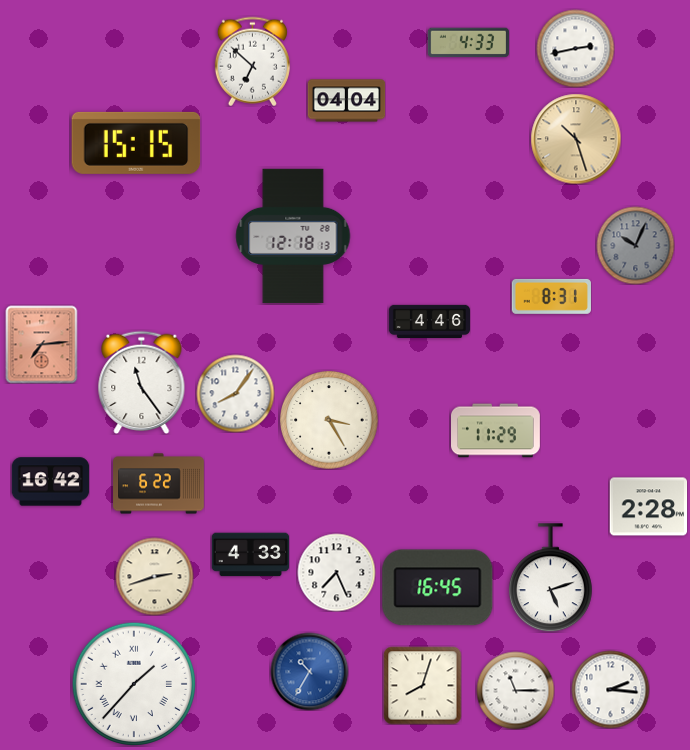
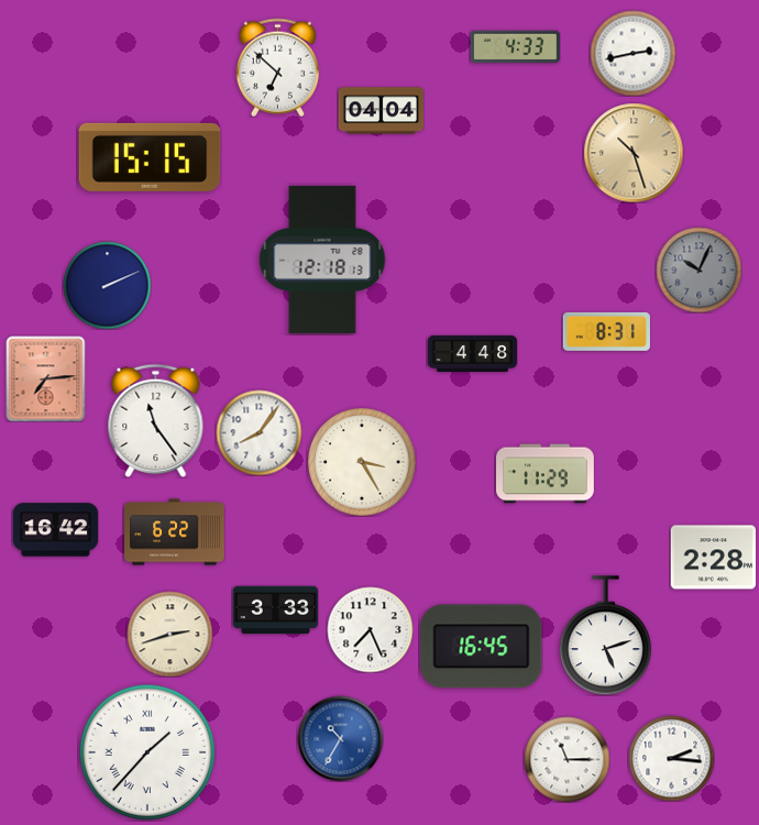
clock at (107, 285): none -> 2:11
clock at (551, 296) position: (551, 296) -> (606, 331)
clock at (429, 321): 4:46 -> 4:48
clock at (250, 555): 4:33 -> 3:33
clock at (422, 685): 8:03 -> none
